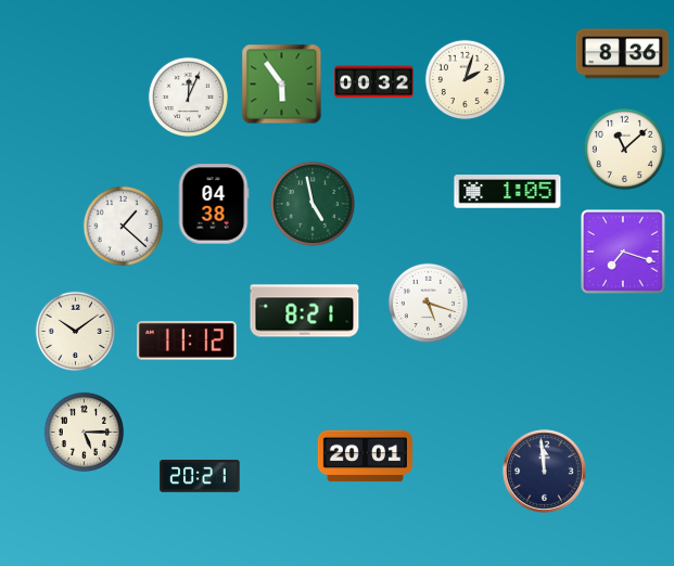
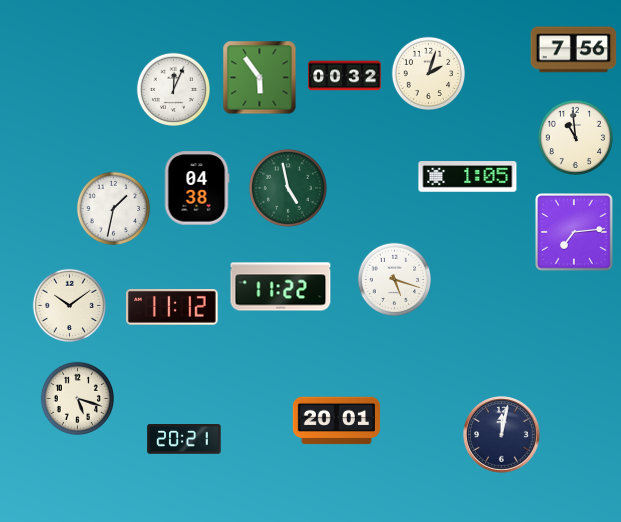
clock at (623, 54): 8:36 -> 7:56
clock at (624, 149): 11:08 -> 10:59
clock at (123, 226): 1:22 -> 1:32
clock at (623, 252): 7:18 -> 7:14
clock at (305, 311): 8:21 -> 11:22
clock at (188, 342) position: (188, 342) -> (173, 308)
clock at (84, 432): 5:15 -> 5:18
clock at (545, 472): 11:59 -> 12:02
